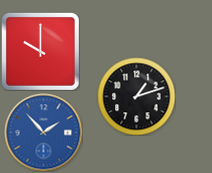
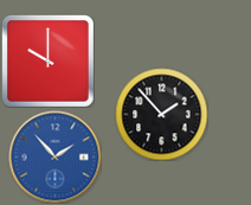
clock at (136, 96): 1:12 -> 1:53
clock at (43, 132) position: (43, 132) -> (54, 156)
